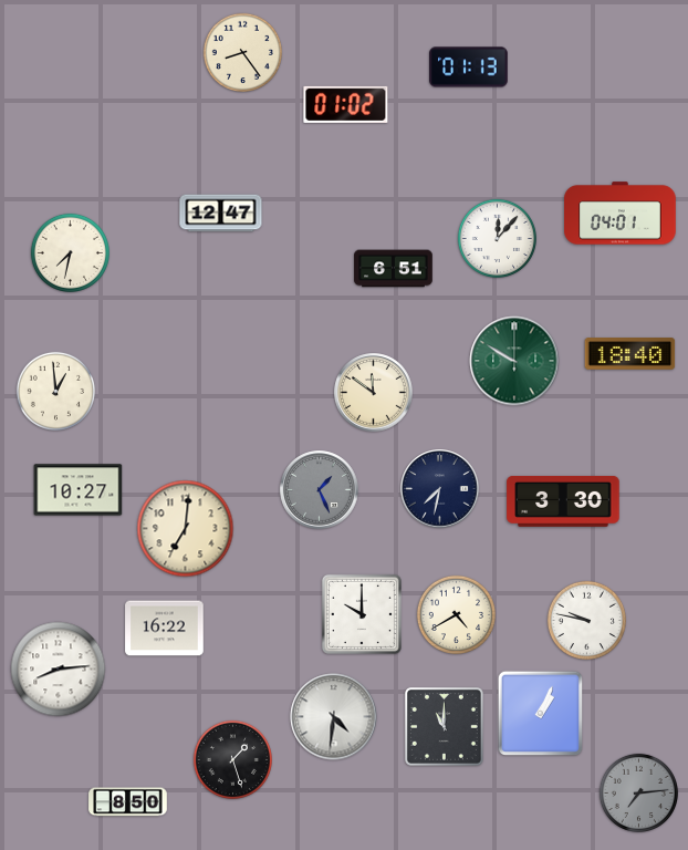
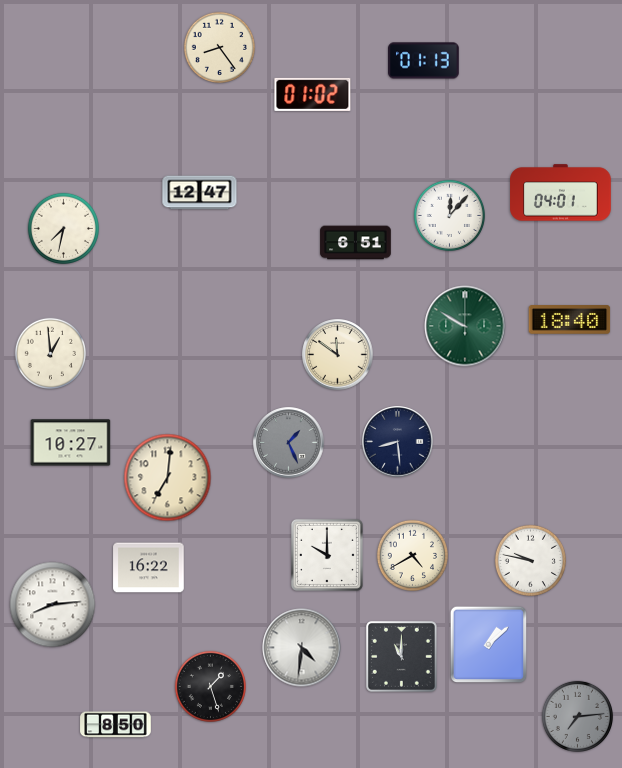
clock at (440, 489): 7:32 -> 8:29
clock at (563, 501): 3:30 -> none
clock at (541, 714): 1:04 -> 1:08
